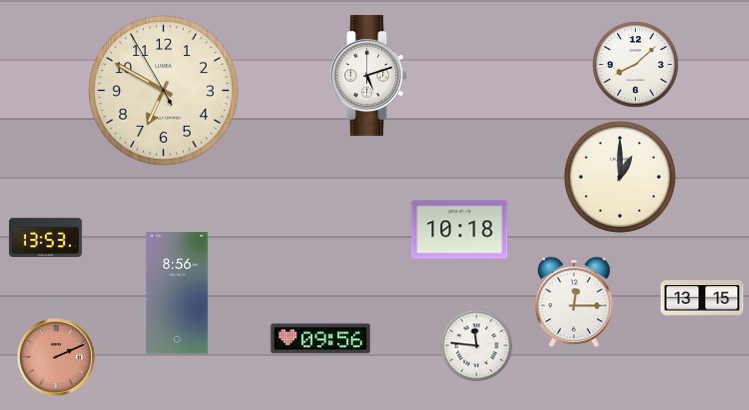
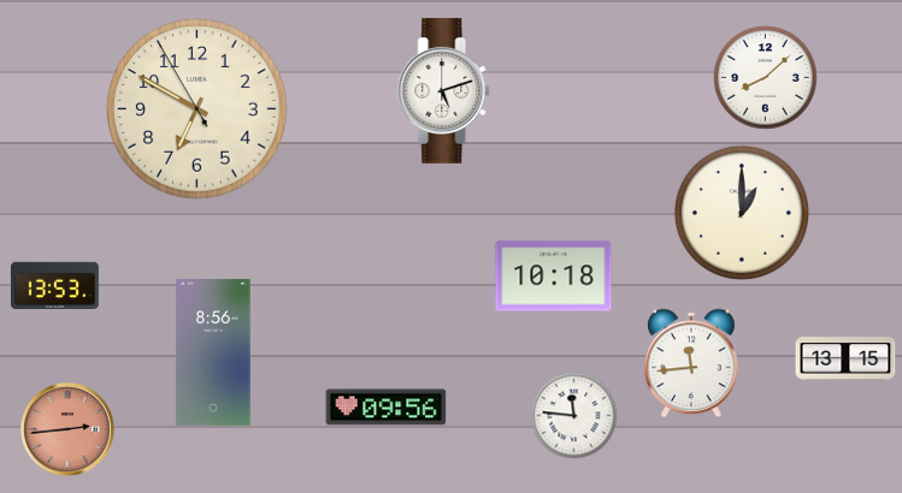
clock at (620, 177) position: (620, 177) -> (742, 213)
clock at (574, 302): 12:15 -> 11:44
clock at (56, 357): 2:11 -> 2:44
